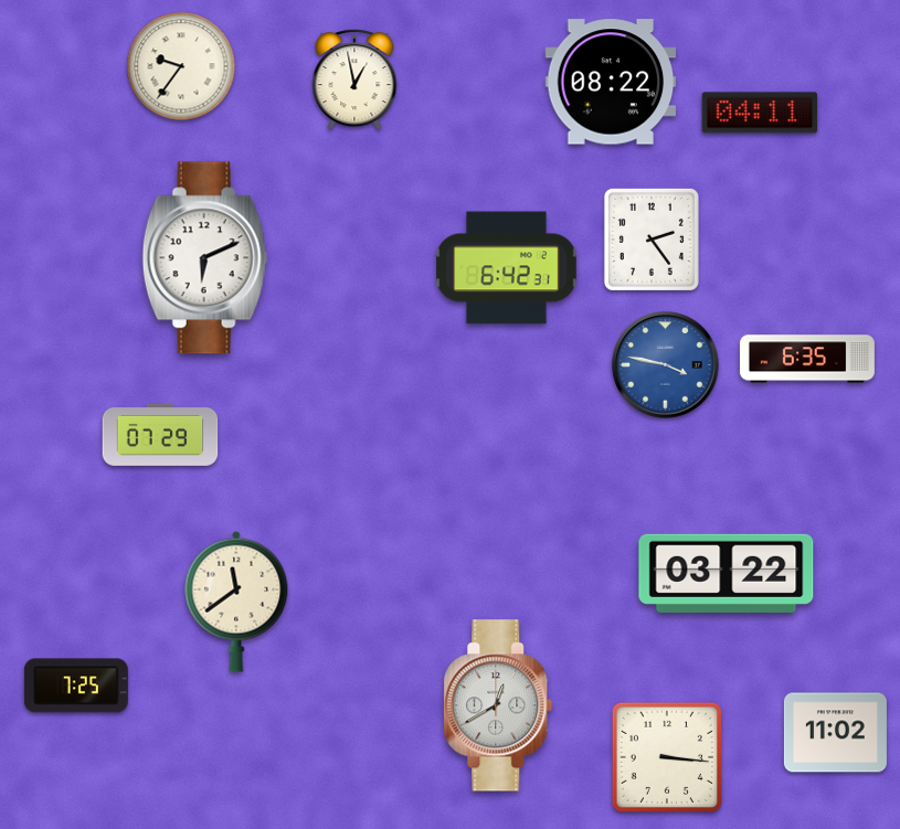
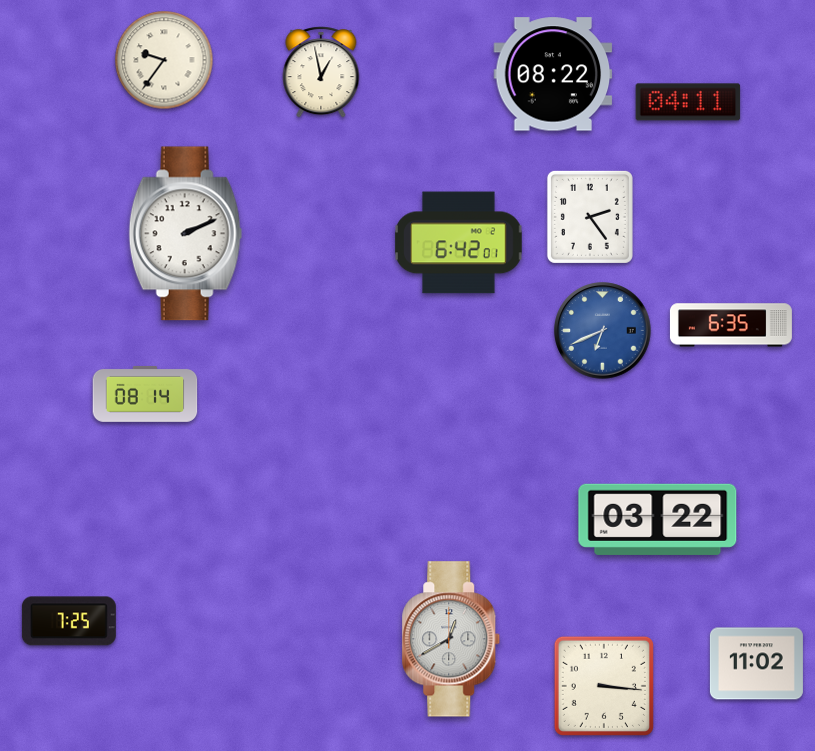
clock at (205, 258): 6:11 -> 2:11
clock at (507, 268): 6:42:31 -> 6:42:01
clock at (666, 365): 3:47 -> 6:41
clock at (160, 435): 07:29 -> 08:14
clock at (236, 602): 11:39 -> none
